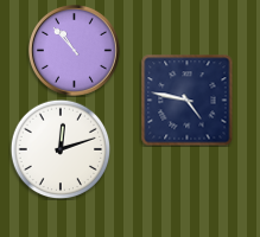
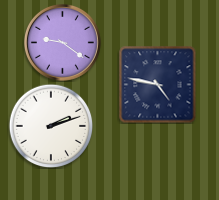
clock at (74, 50): 10:53 -> 9:21
clock at (61, 149): 12:12 -> 2:12
